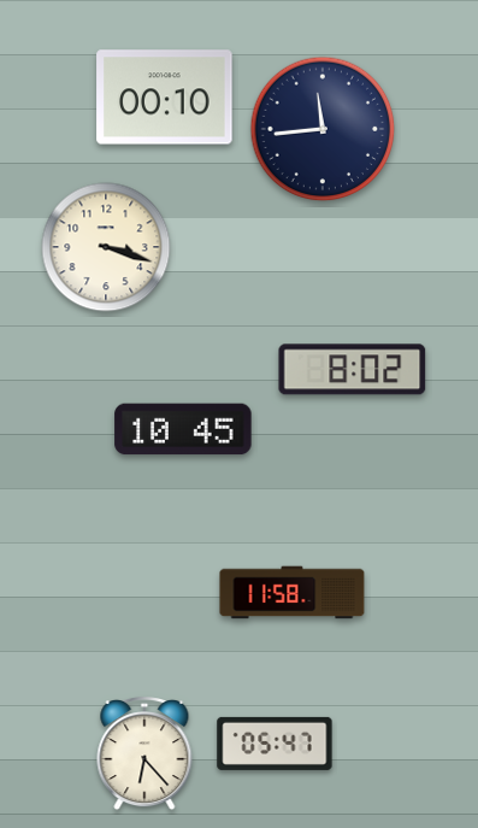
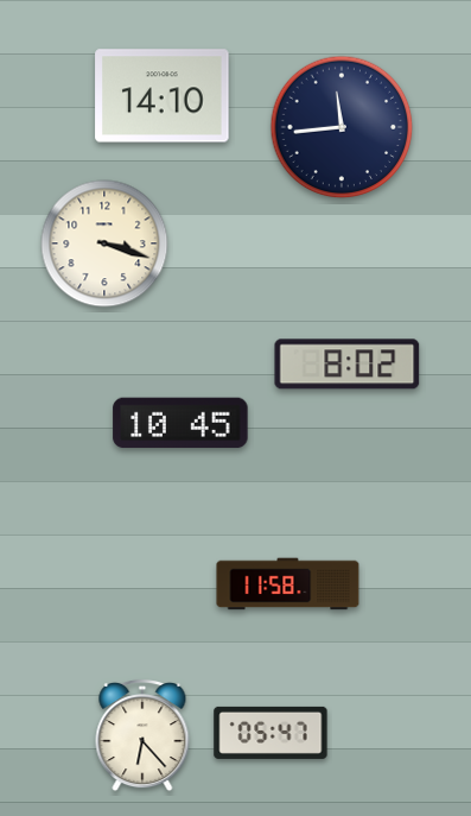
clock at (165, 98): 00:10 -> 14:10
clock at (323, 129) position: (323, 129) -> (342, 127)
clock at (144, 754) position: (144, 754) -> (142, 736)
